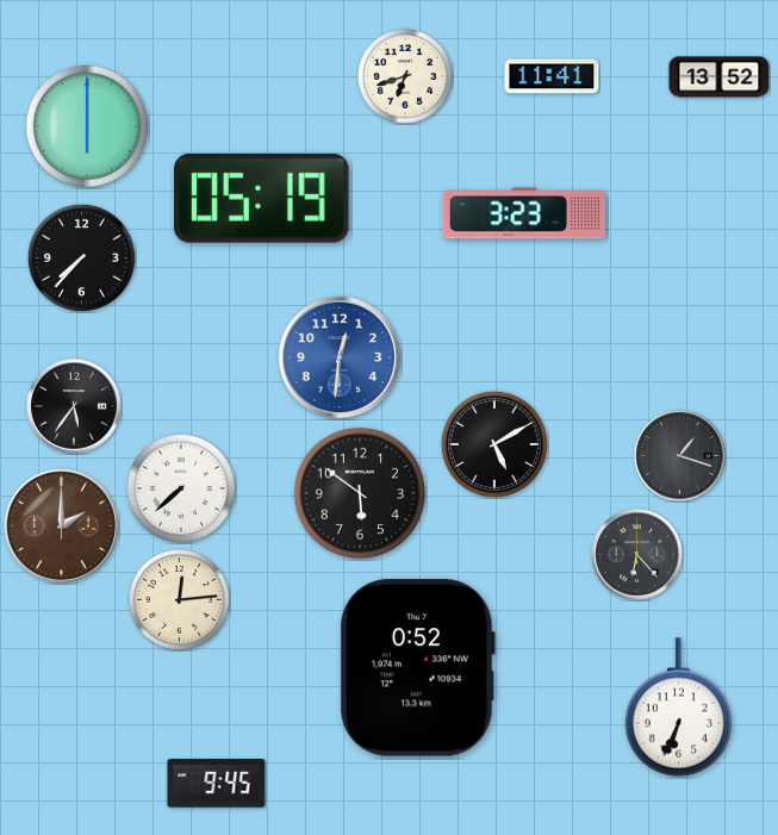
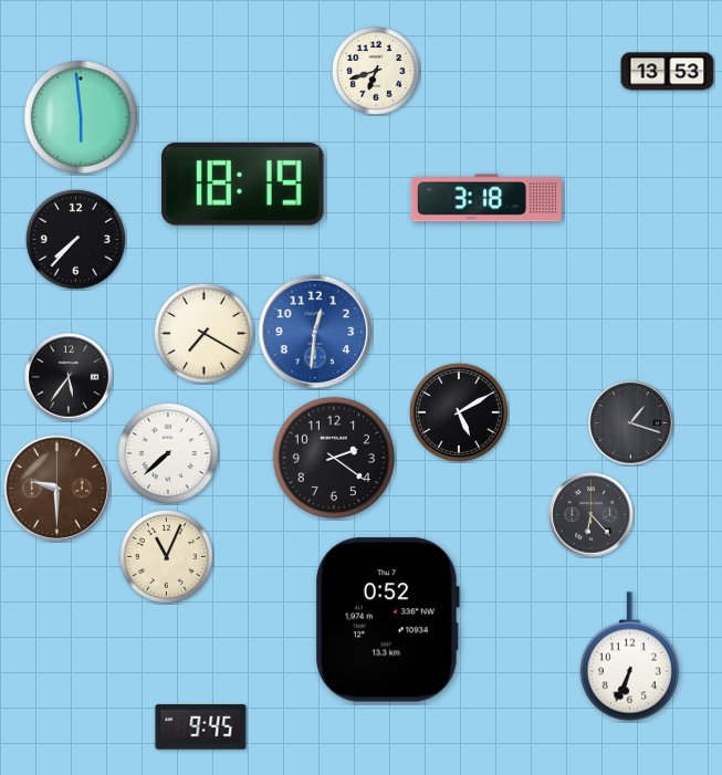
clock at (552, 76): 11:41 -> none
clock at (720, 77): 13:52 -> 13:53
clock at (87, 126): 6:00 -> 5:59
clock at (262, 198): 05:19 -> 18:19
clock at (524, 213): 3:23 -> 3:18
clock at (203, 333): none -> 7:20
clock at (359, 492): 5:51 -> 2:21
clock at (61, 525): 2:00 -> 9:30
clock at (179, 599): 12:14 -> 11:04
